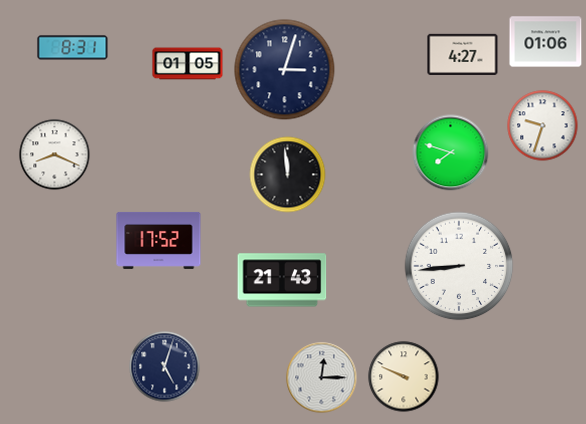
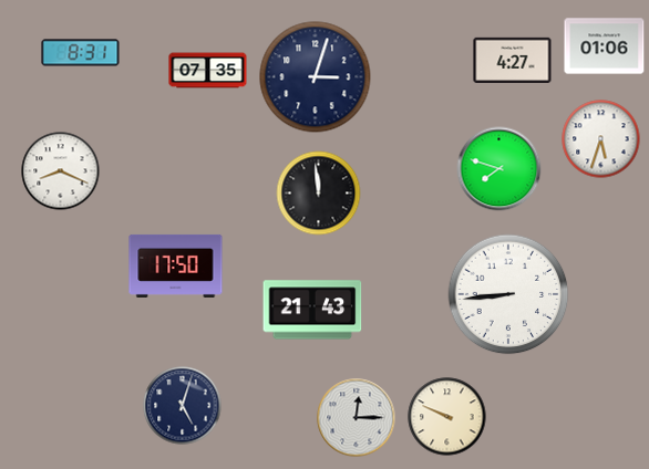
clock at (188, 64): 01:05 -> 07:35
clock at (543, 126): 9:33 -> 5:33
clock at (159, 240): 17:52 -> 17:50
